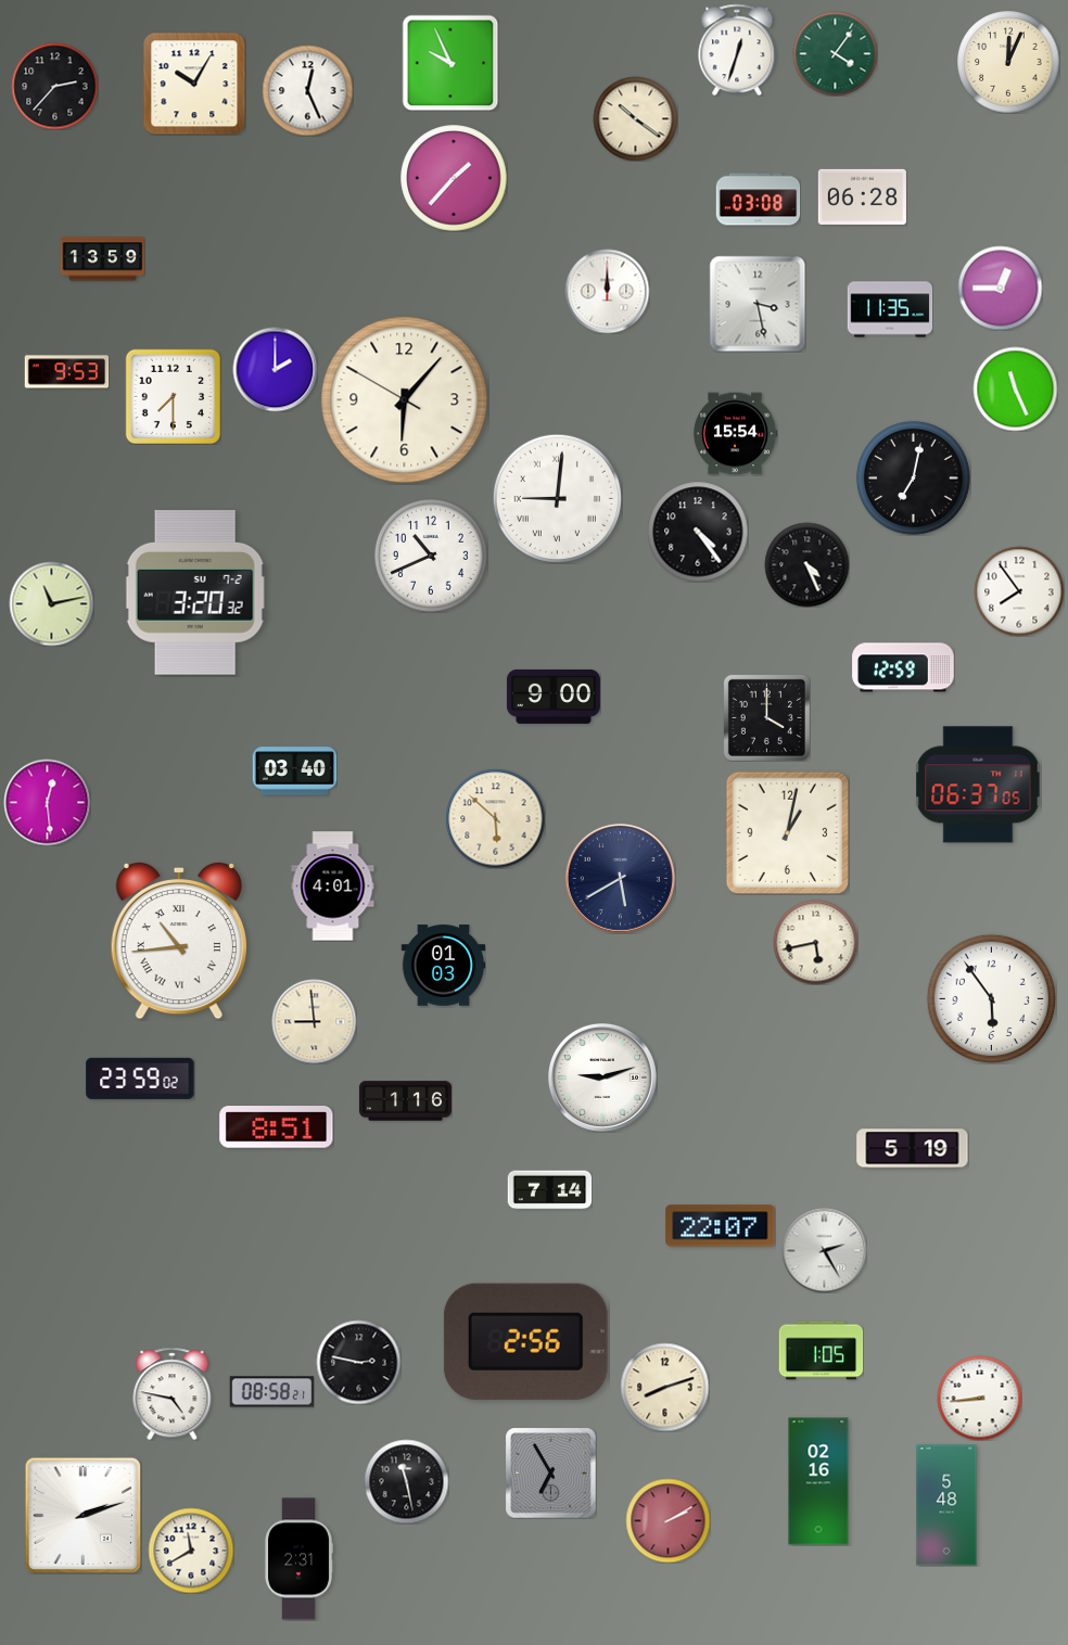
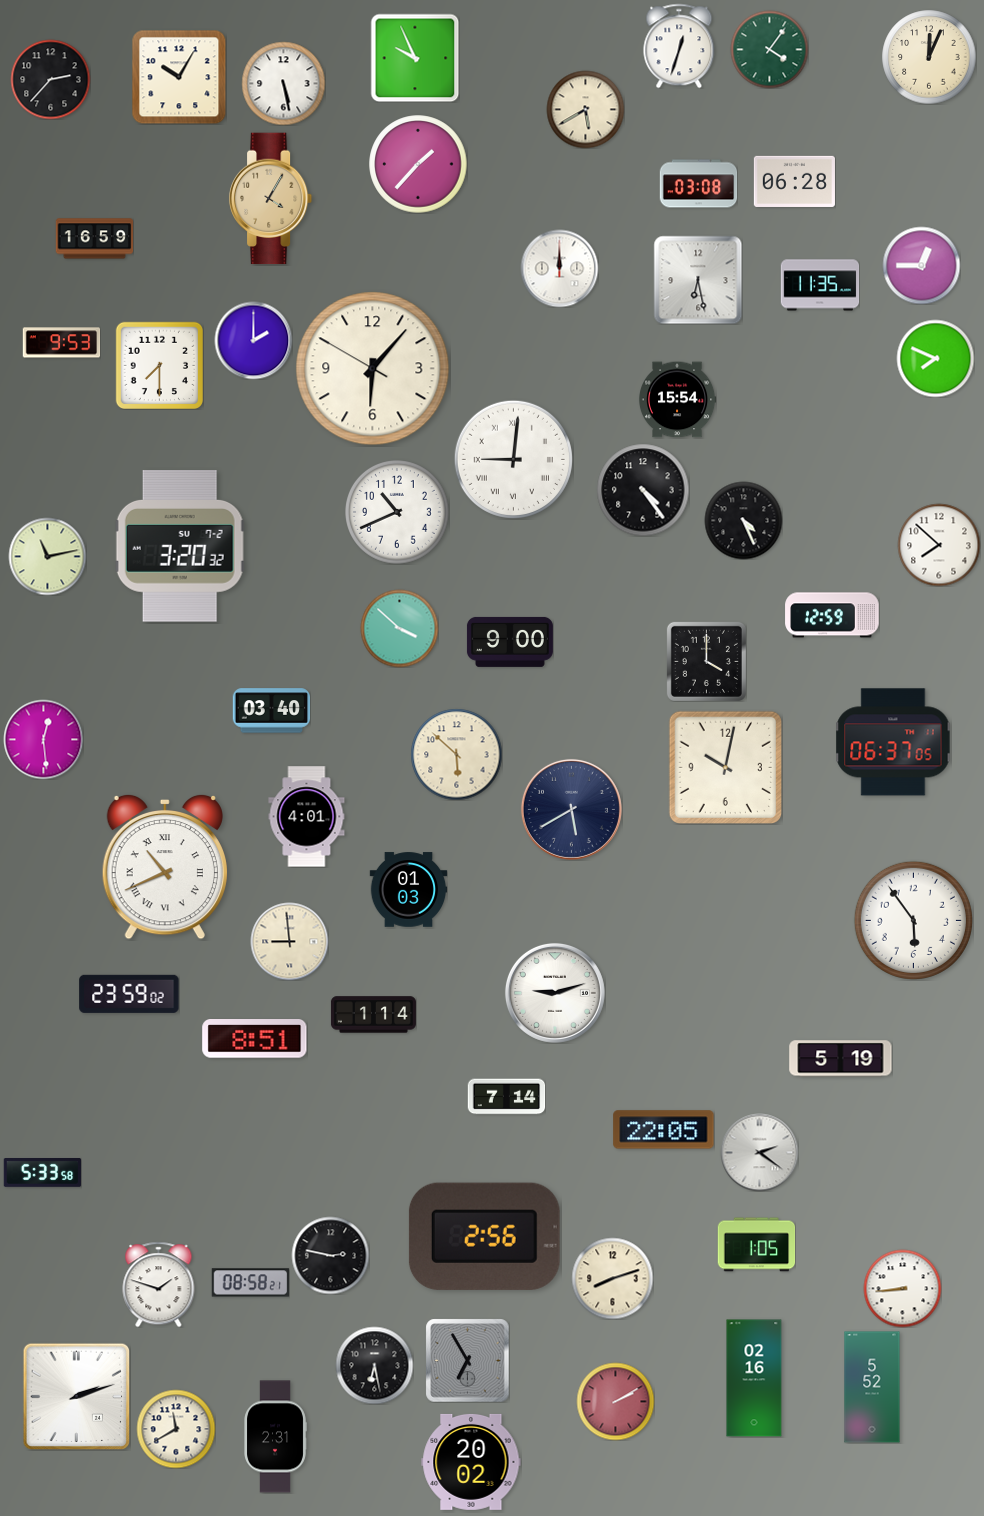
clock at (307, 90): 12:26 -> 5:28
clock at (635, 118): 10:21 -> 5:40
clock at (271, 199): none -> 4:05
clock at (102, 259): 13:59 -> 16:59
clock at (758, 304): 3:28 -> 6:28
clock at (1015, 388): 11:26 -> 7:49
clock at (913, 477): 7:02 -> none
clock at (1019, 591): 7:54 -> 7:52
clock at (399, 628): none -> 3:52
clock at (978, 785) position: (978, 785) -> (893, 742)
clock at (787, 832): 1:02 -> 10:02
clock at (179, 941): 10:44 -> 10:41
clock at (815, 942): 5:43 -> none
clock at (405, 1101): 1:16 -> 1:14
clock at (721, 1226): 22:07 -> 22:05
clock at (824, 1250): 2:25 -> 2:21
clock at (42, 1173): none -> 5:33
clock at (173, 1393): 4:47 -> 1:48
clock at (550, 1472) position: (550, 1472) -> (467, 1360)
clock at (406, 1481): 11:28 -> 6:28
clock at (818, 1481) position: (818, 1481) -> (754, 1378)
clock at (946, 1505): 5:48 -> 5:52
clock at (471, 1462): none -> 20:02
